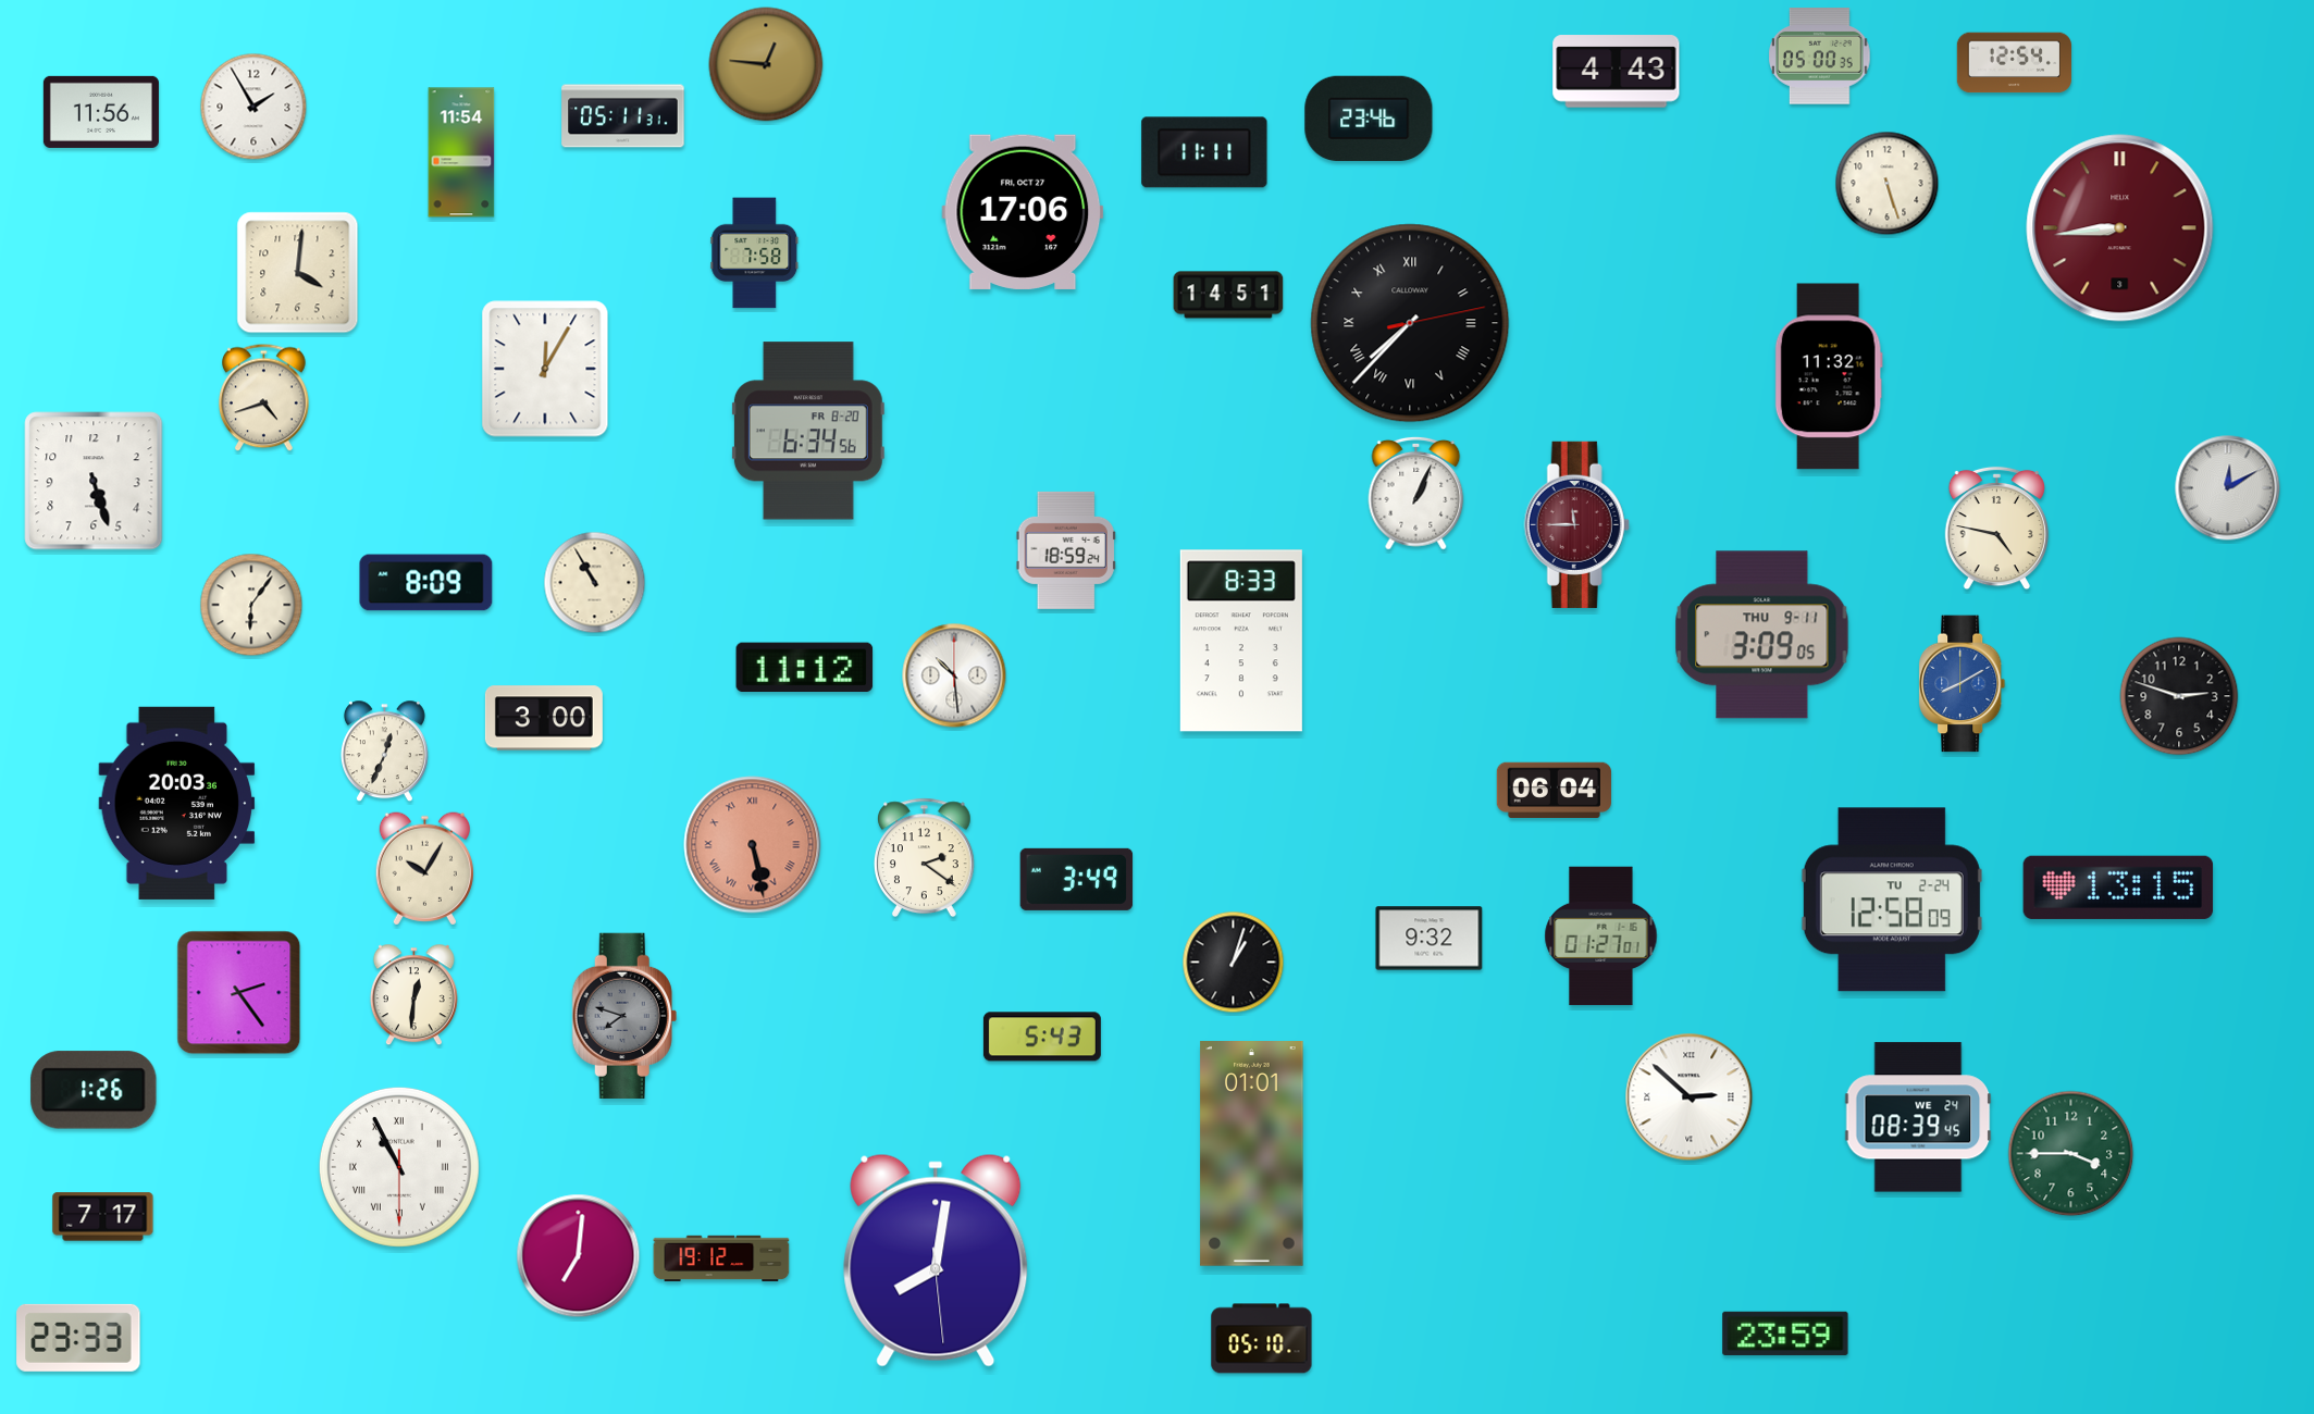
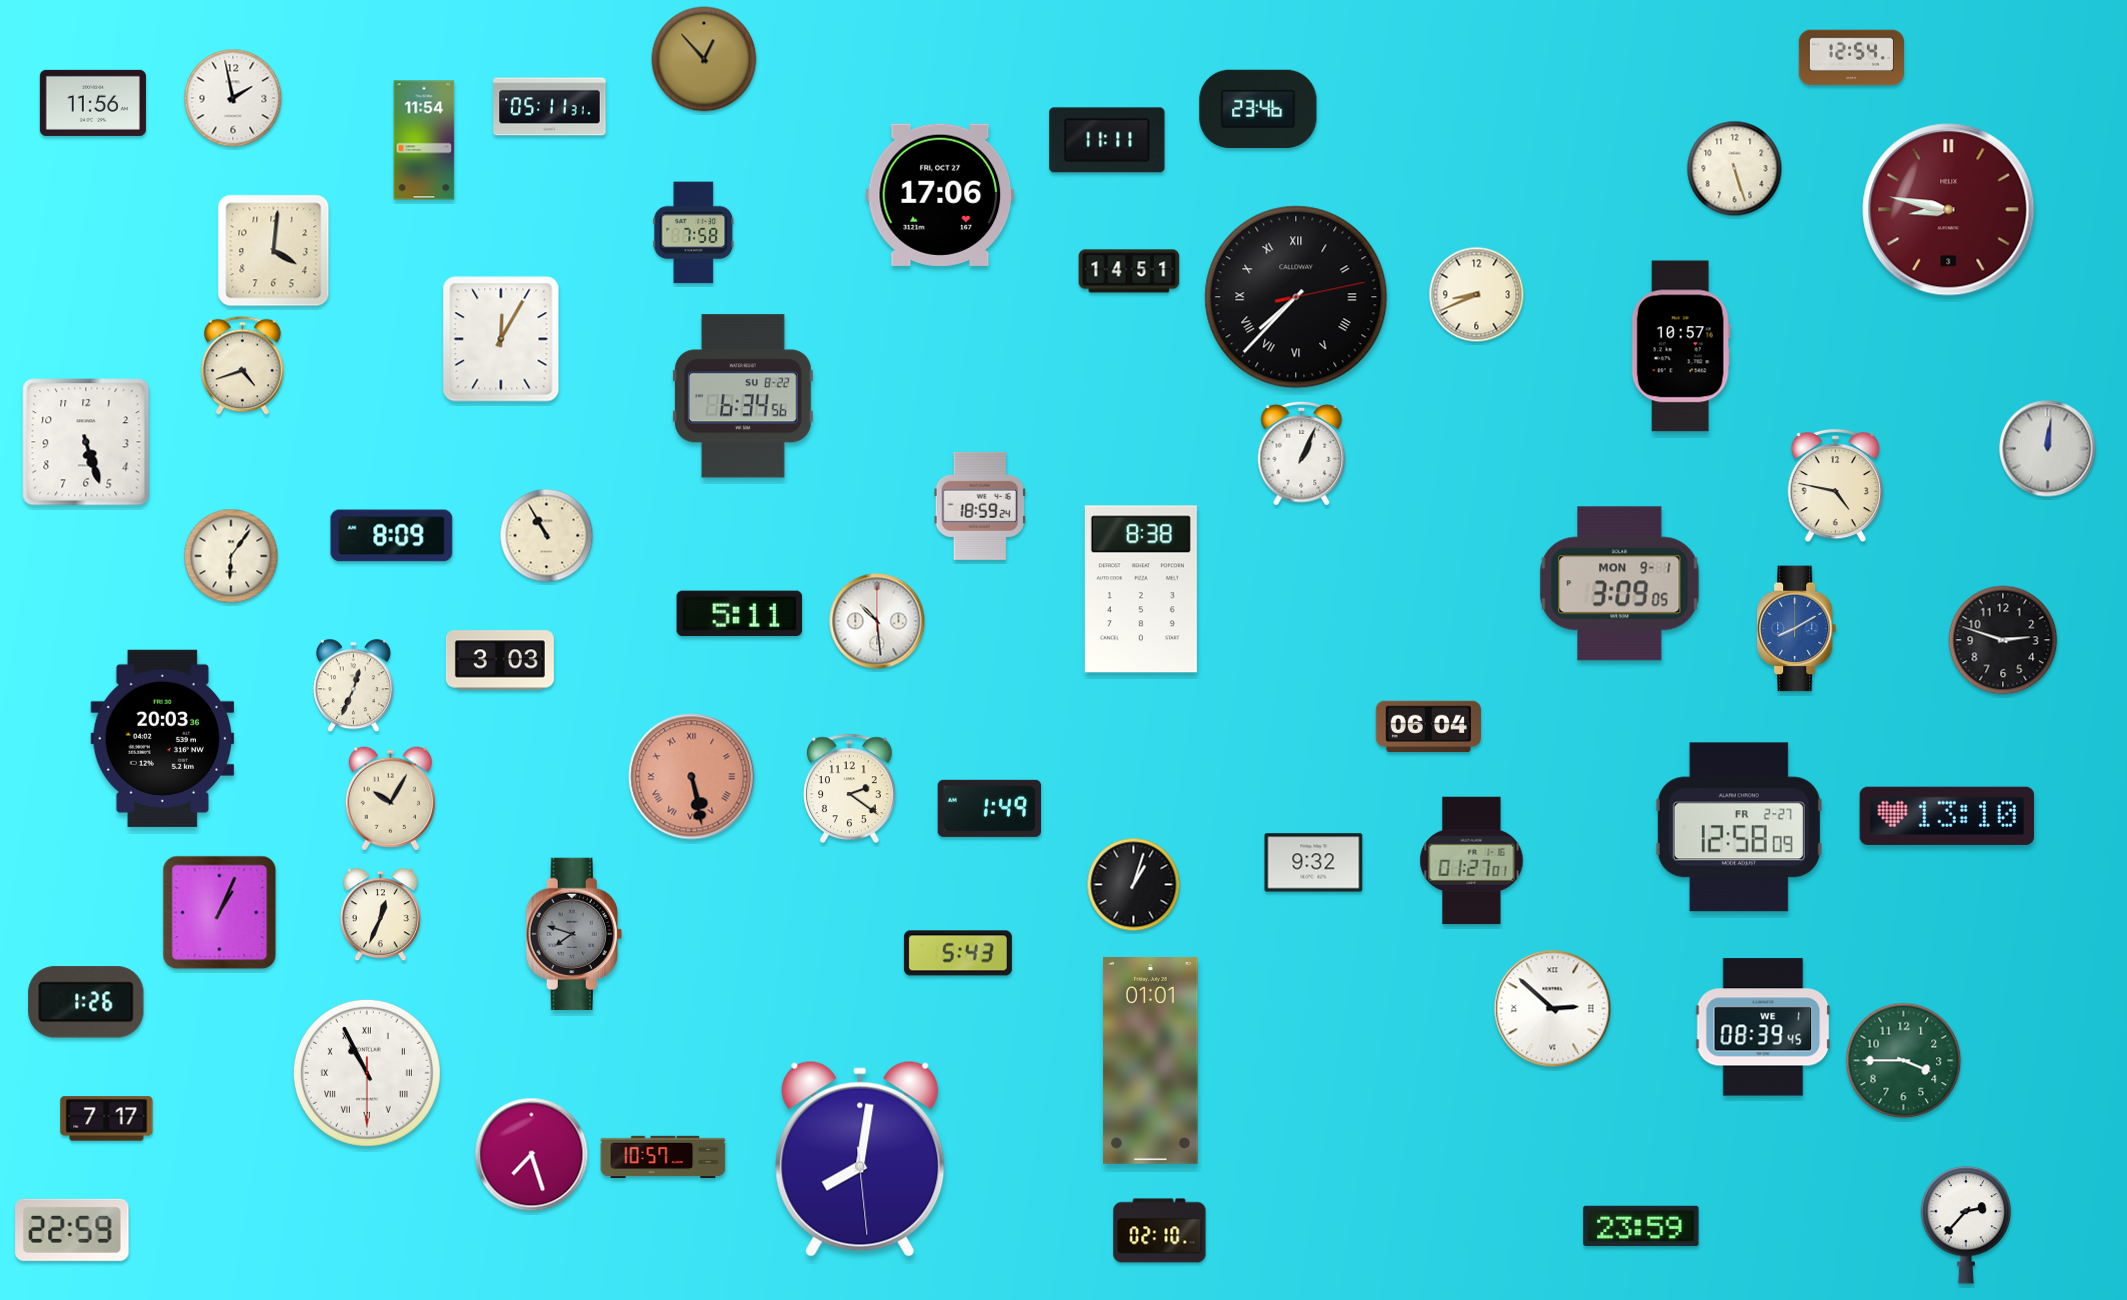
clock at (1820, 57): 05:00 -> none
clock at (766, 64): 12:46 -> 12:53
clock at (1617, 72): 4:43 -> none
clock at (253, 107): 1:55 -> 1:58
clock at (623, 116) position: (623, 116) -> (550, 107)
clock at (2120, 228): 8:44 -> 8:47
clock at (1477, 295): none -> 8:41
clock at (1829, 376): 11:32 -> 10:57
clock at (808, 431) date: FR 8-20 -> SU 8-22
clock at (2228, 488): 12:10 -> 12:01
clock at (1576, 524): 11:45 -> none
clock at (1762, 635) date: THU 9-11 -> MON 9-1
clock at (1241, 641): 8:33 -> 8:38
clock at (805, 668): 11:12 -> 5:11
clock at (1963, 684) position: (1963, 684) -> (1797, 629)
clock at (544, 718): 3:00 -> 3:03
clock at (384, 752) position: (384, 752) -> (353, 686)
clock at (1077, 879): 3:49 -> 1:49
clock at (2118, 888): 13:15 -> 13:10
clock at (1892, 900) date: TU 2-24 -> FR 2-27
clock at (239, 993): 2:24 -> 1:04
clock at (413, 995): 12:31 -> 12:34
clock at (1918, 1117) date: WE 24 -> WE 1
clock at (103, 1217) position: (103, 1217) -> (107, 1119)
clock at (579, 1256): 7:01 -> 7:27
clock at (721, 1258): 19:12 -> 10:57
clock at (1966, 1225): none -> 2:37
clock at (78, 1338): 23:33 -> 22:59
clock at (1262, 1339): 05:10 -> 02:10
